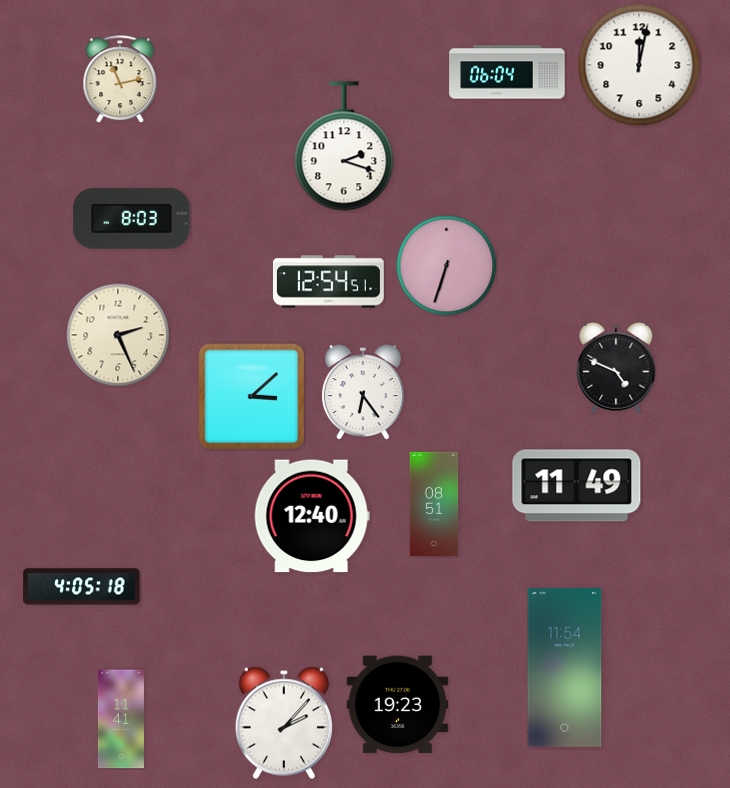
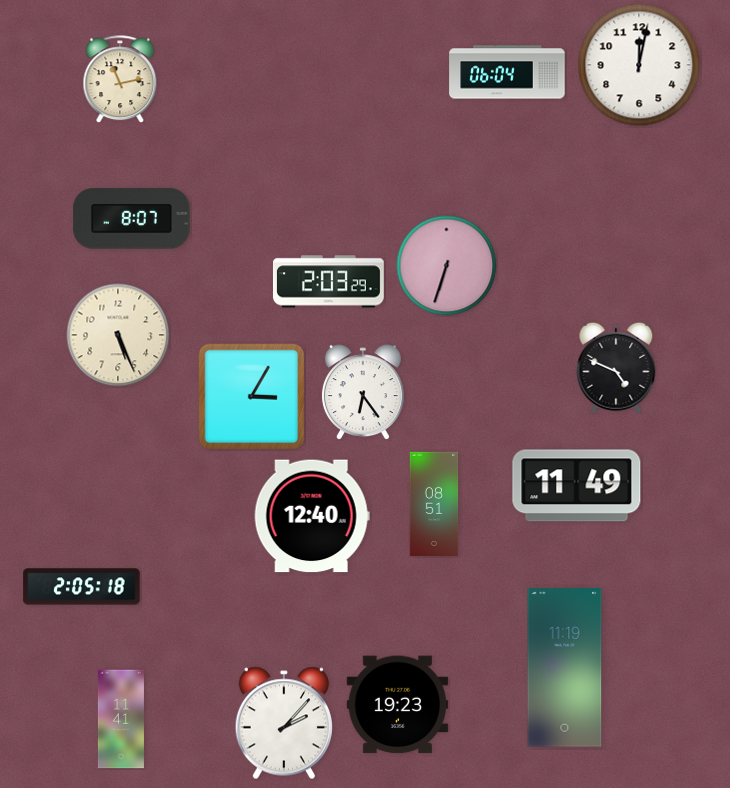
clock at (344, 146): 2:18 -> none
clock at (132, 219): 8:03 -> 8:07
clock at (328, 282): 12:54 -> 2:03
clock at (118, 335): 2:26 -> 5:26
clock at (252, 397): 3:08 -> 3:05
clock at (82, 587): 4:05 -> 2:05
clock at (565, 668): 11:54 -> 11:19
